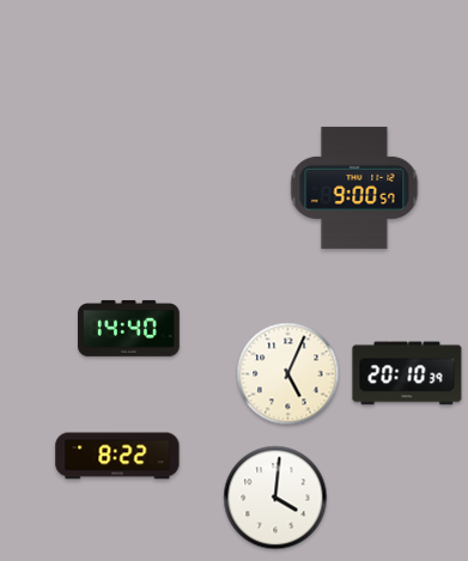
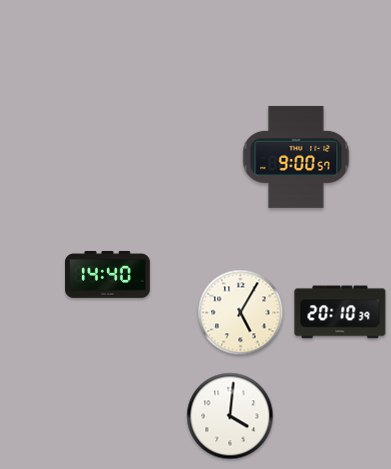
clock at (288, 374): 5:04 -> 5:05
clock at (117, 456): 8:22 -> none
